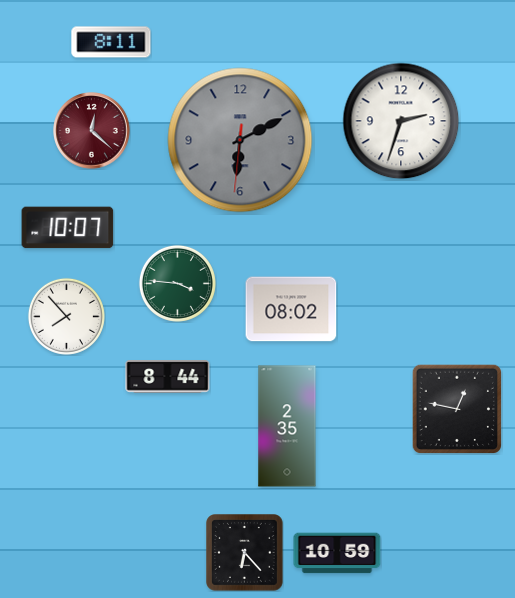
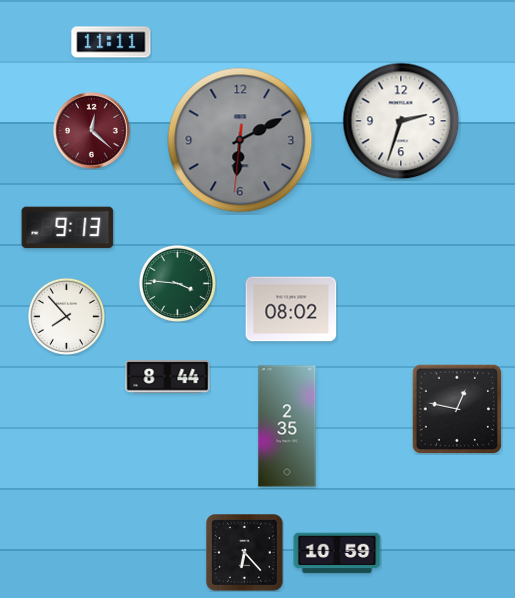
clock at (111, 42): 8:11 -> 11:11
clock at (68, 228): 10:07 -> 9:13
